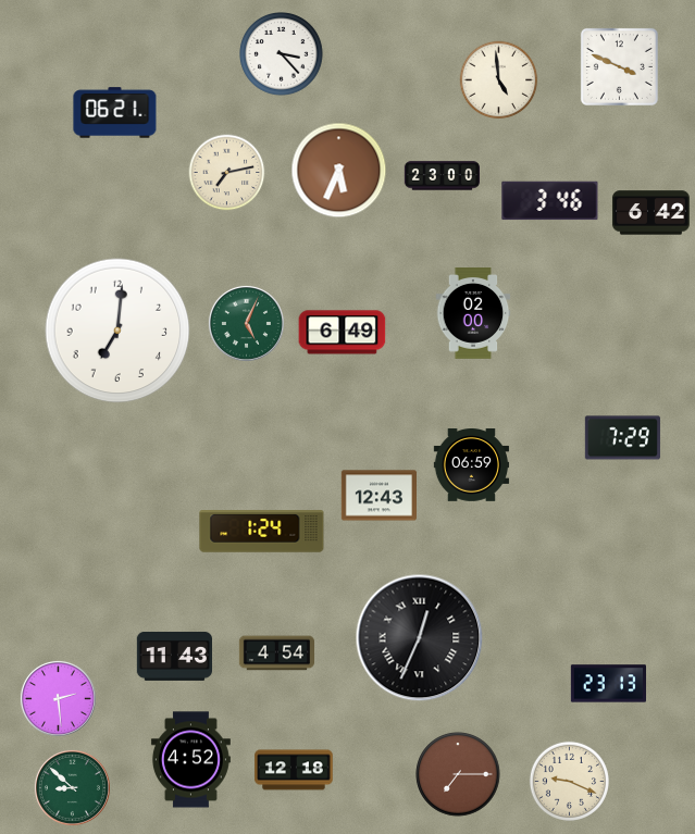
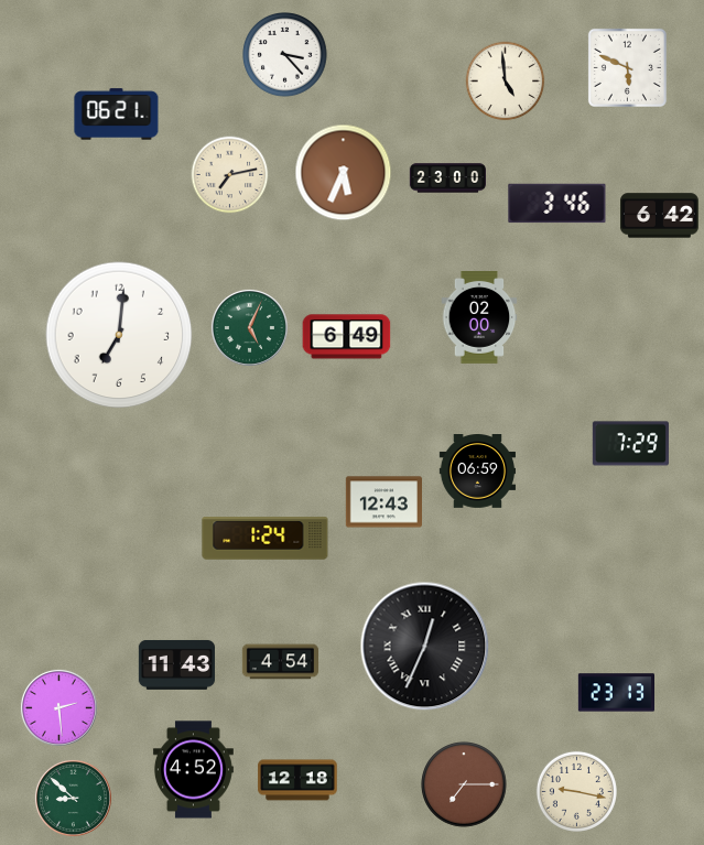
clock at (619, 66): 3:49 -> 5:49
clock at (569, 781): 9:19 -> 9:17
